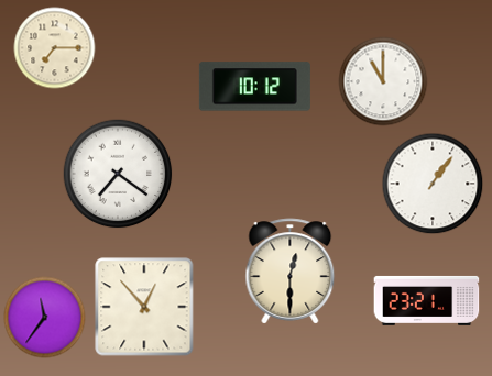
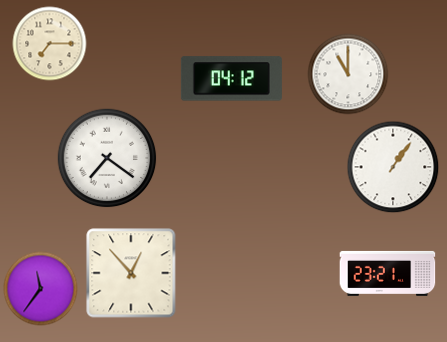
clock at (254, 87): 10:12 -> 04:12
clock at (291, 272): 12:30 -> none
clock at (144, 307) position: (144, 307) -> (131, 273)
